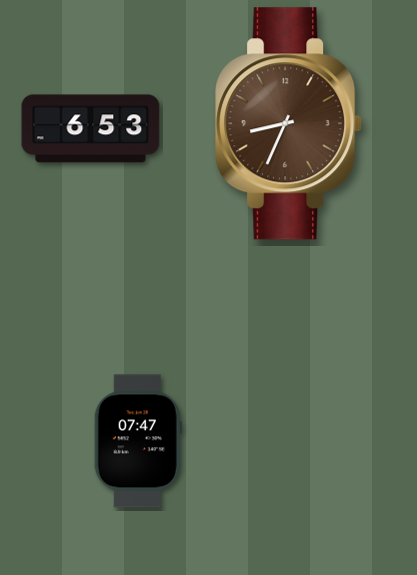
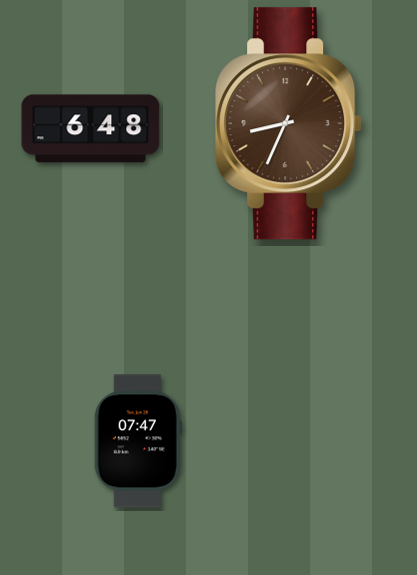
clock at (91, 129): 6:53 -> 6:48
